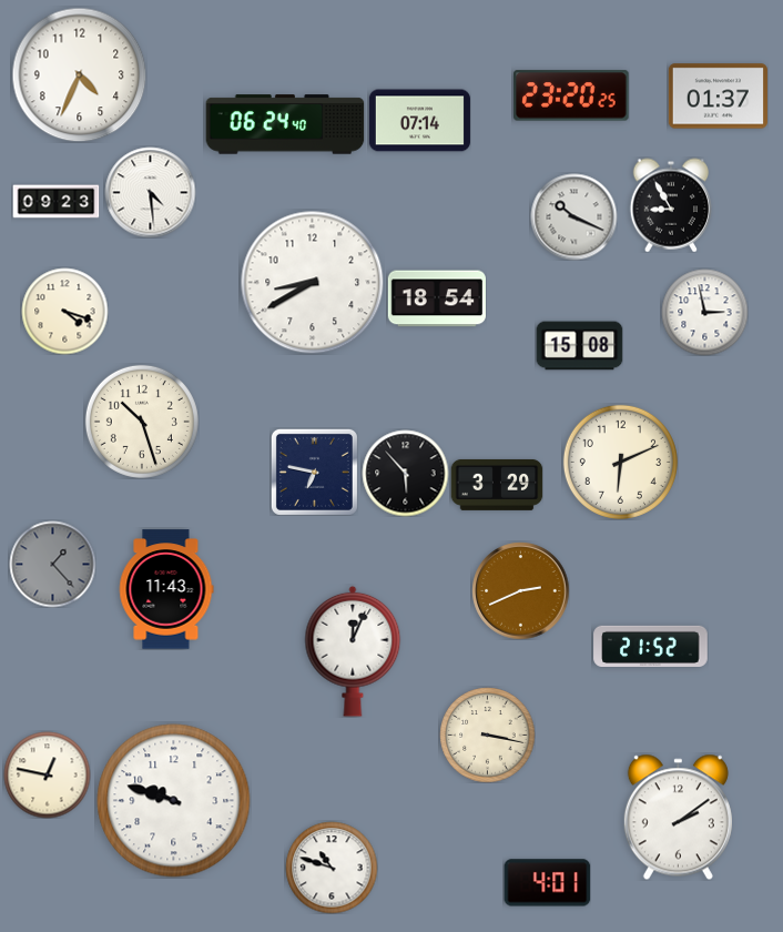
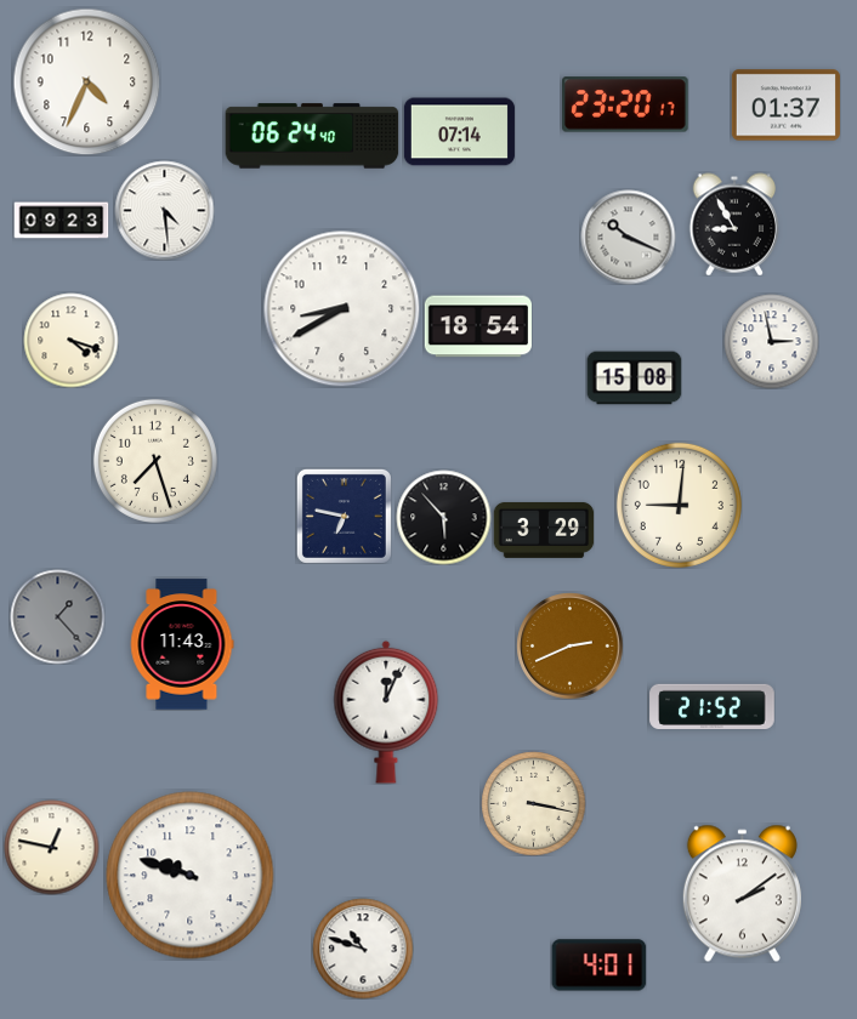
clock at (571, 95): 23:20:25 -> 23:20:17
clock at (142, 422): 10:27 -> 7:27
clock at (620, 462): 6:11 -> 9:01
